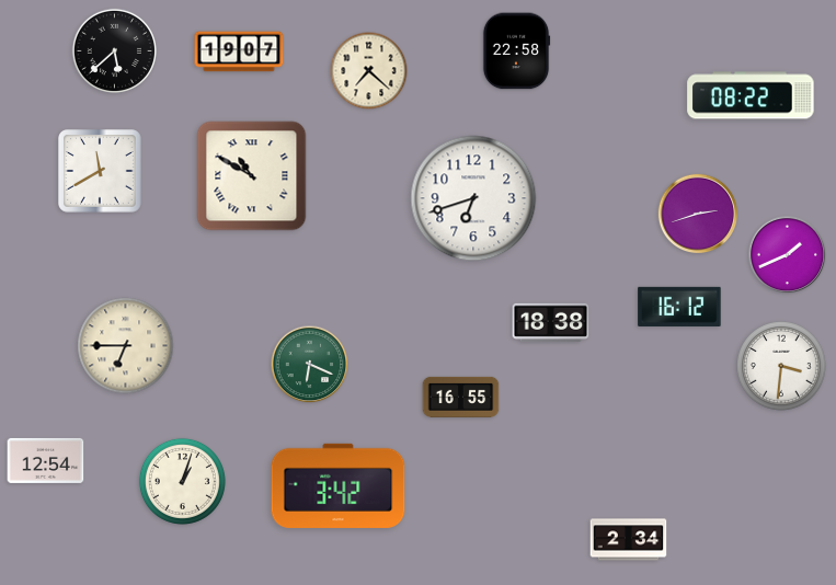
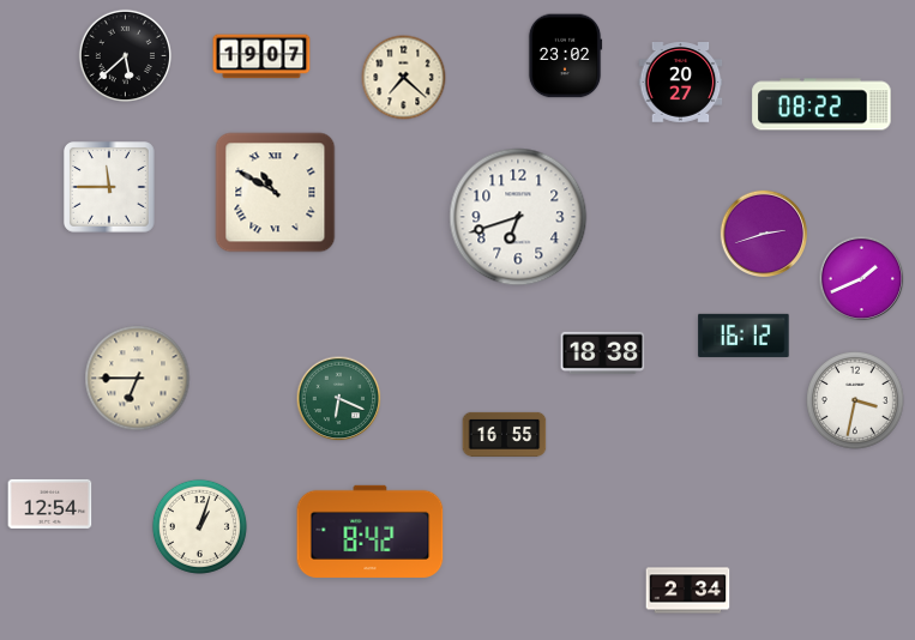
clock at (516, 51): 22:58 -> 23:02
clock at (681, 83): none -> 20:27
clock at (101, 172): 11:40 -> 11:45
clock at (782, 367): 3:31 -> 3:32
clock at (339, 485): 3:42 -> 8:42
